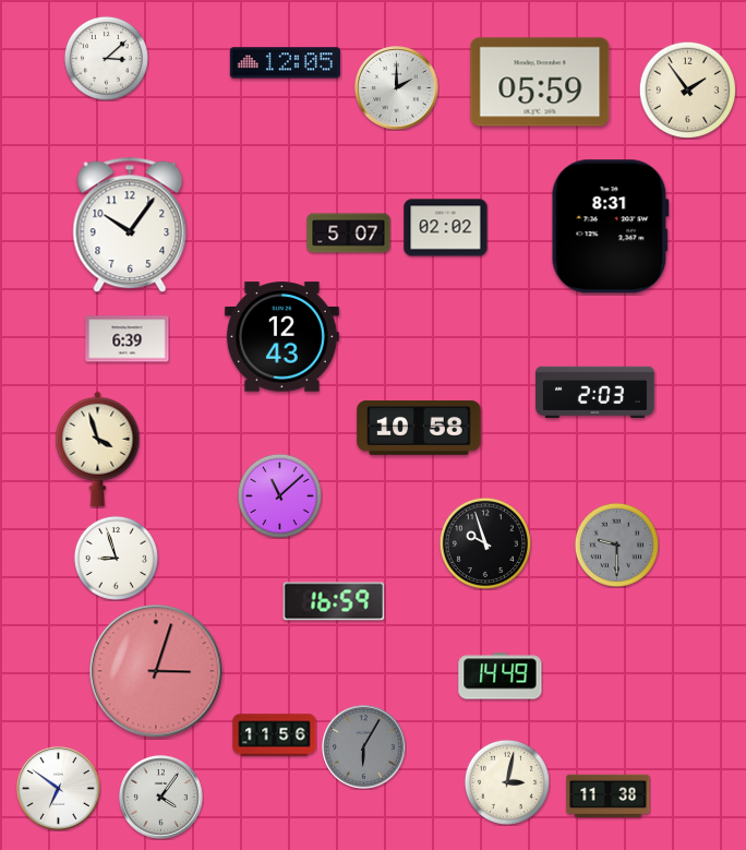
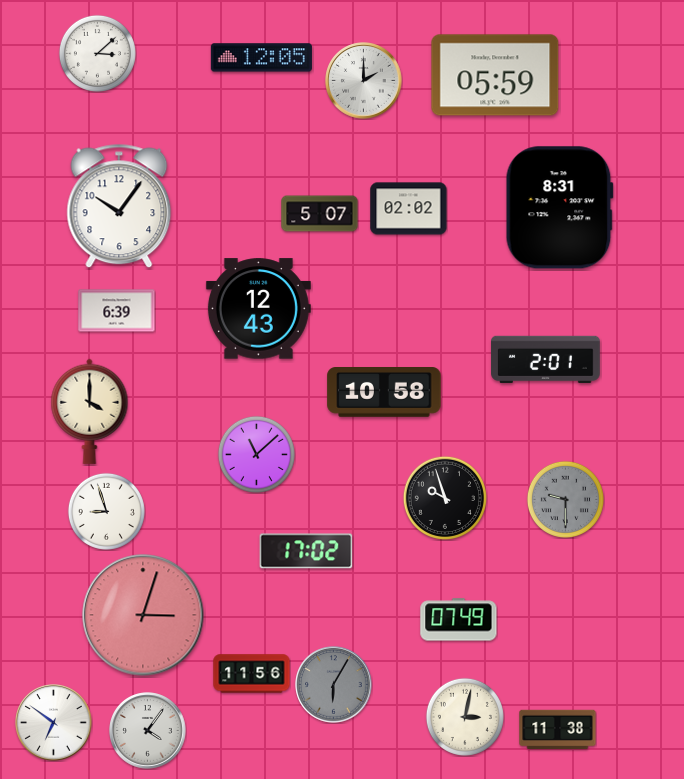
clock at (687, 89): 1:54 -> none
clock at (595, 392): 2:03 -> 2:01
clock at (98, 448): 3:57 -> 4:00
clock at (334, 601): 16:59 -> 17:02
clock at (501, 677): 14:49 -> 07:49
